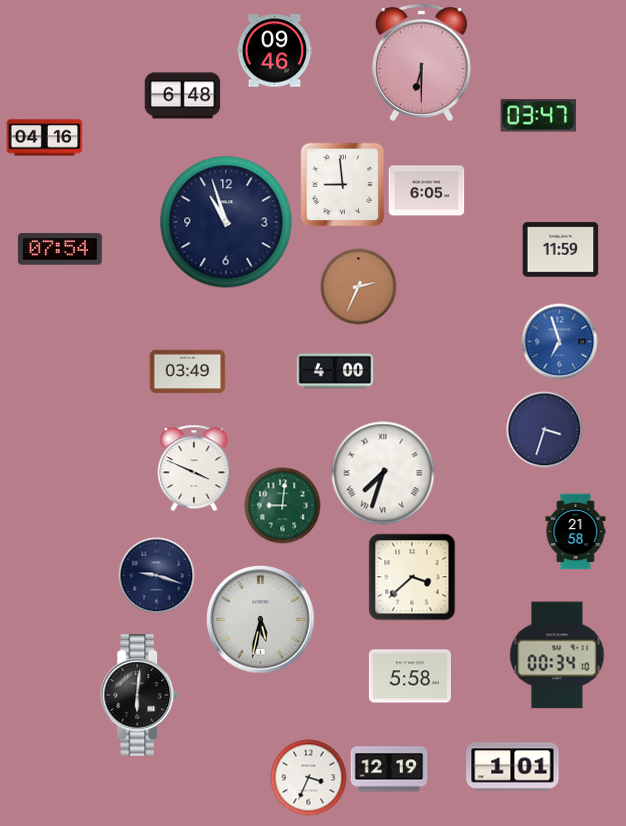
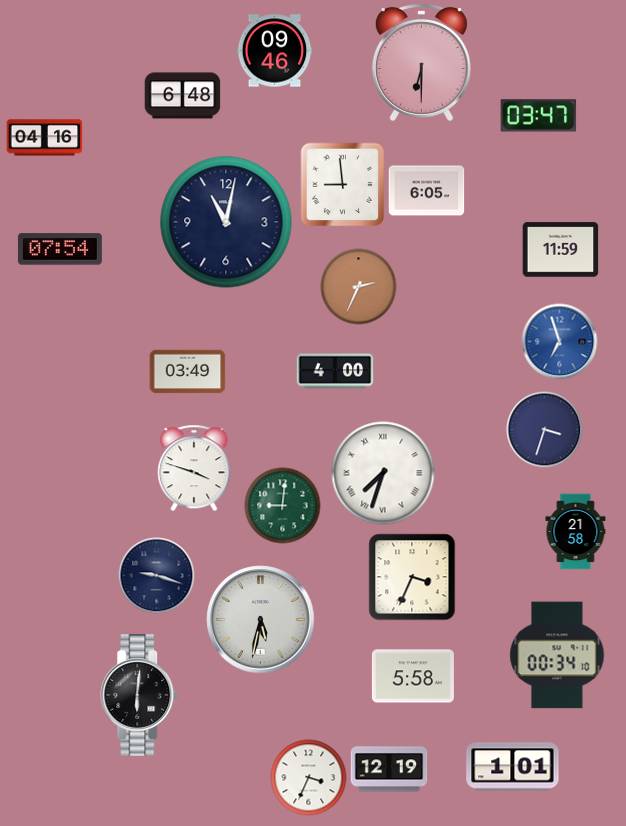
clock at (226, 222): 10:57 -> 11:02
clock at (194, 468): 3:49 -> 3:48
clock at (412, 577): 3:38 -> 3:34
clock at (410, 676) position: (410, 676) -> (413, 676)
